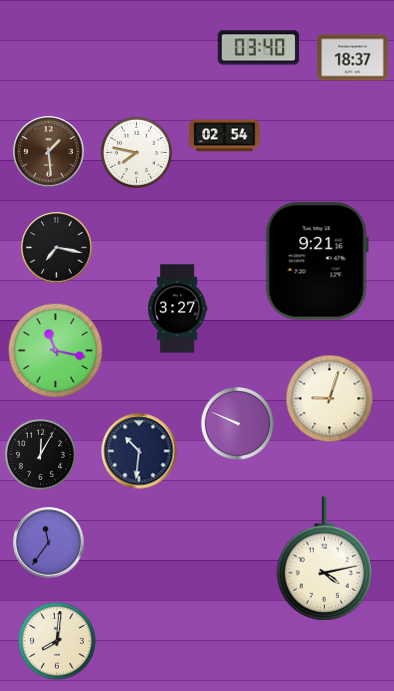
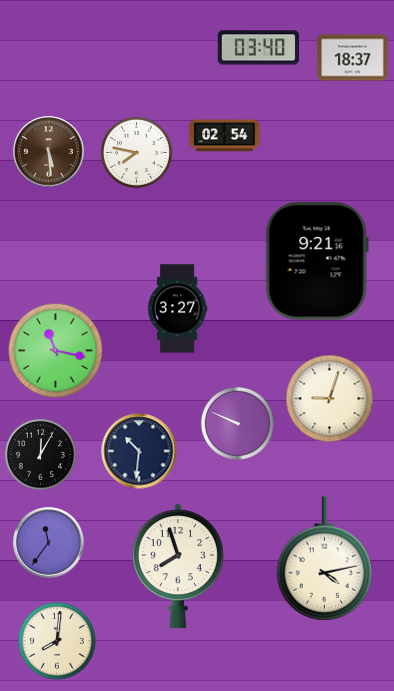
clock at (49, 152): 1:29 -> 5:29
clock at (57, 248): 7:17 -> none
clock at (178, 566): none -> 7:57
